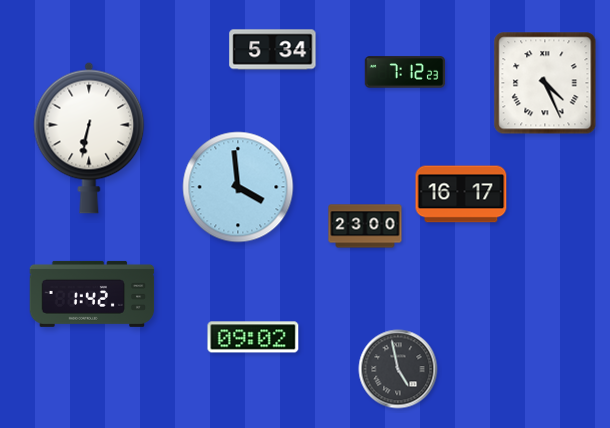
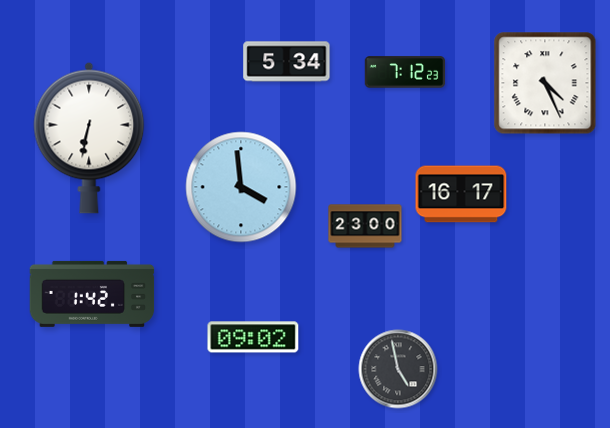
clock at (273, 50) position: (273, 50) -> (287, 62)
clock at (238, 187) position: (238, 187) -> (241, 187)
